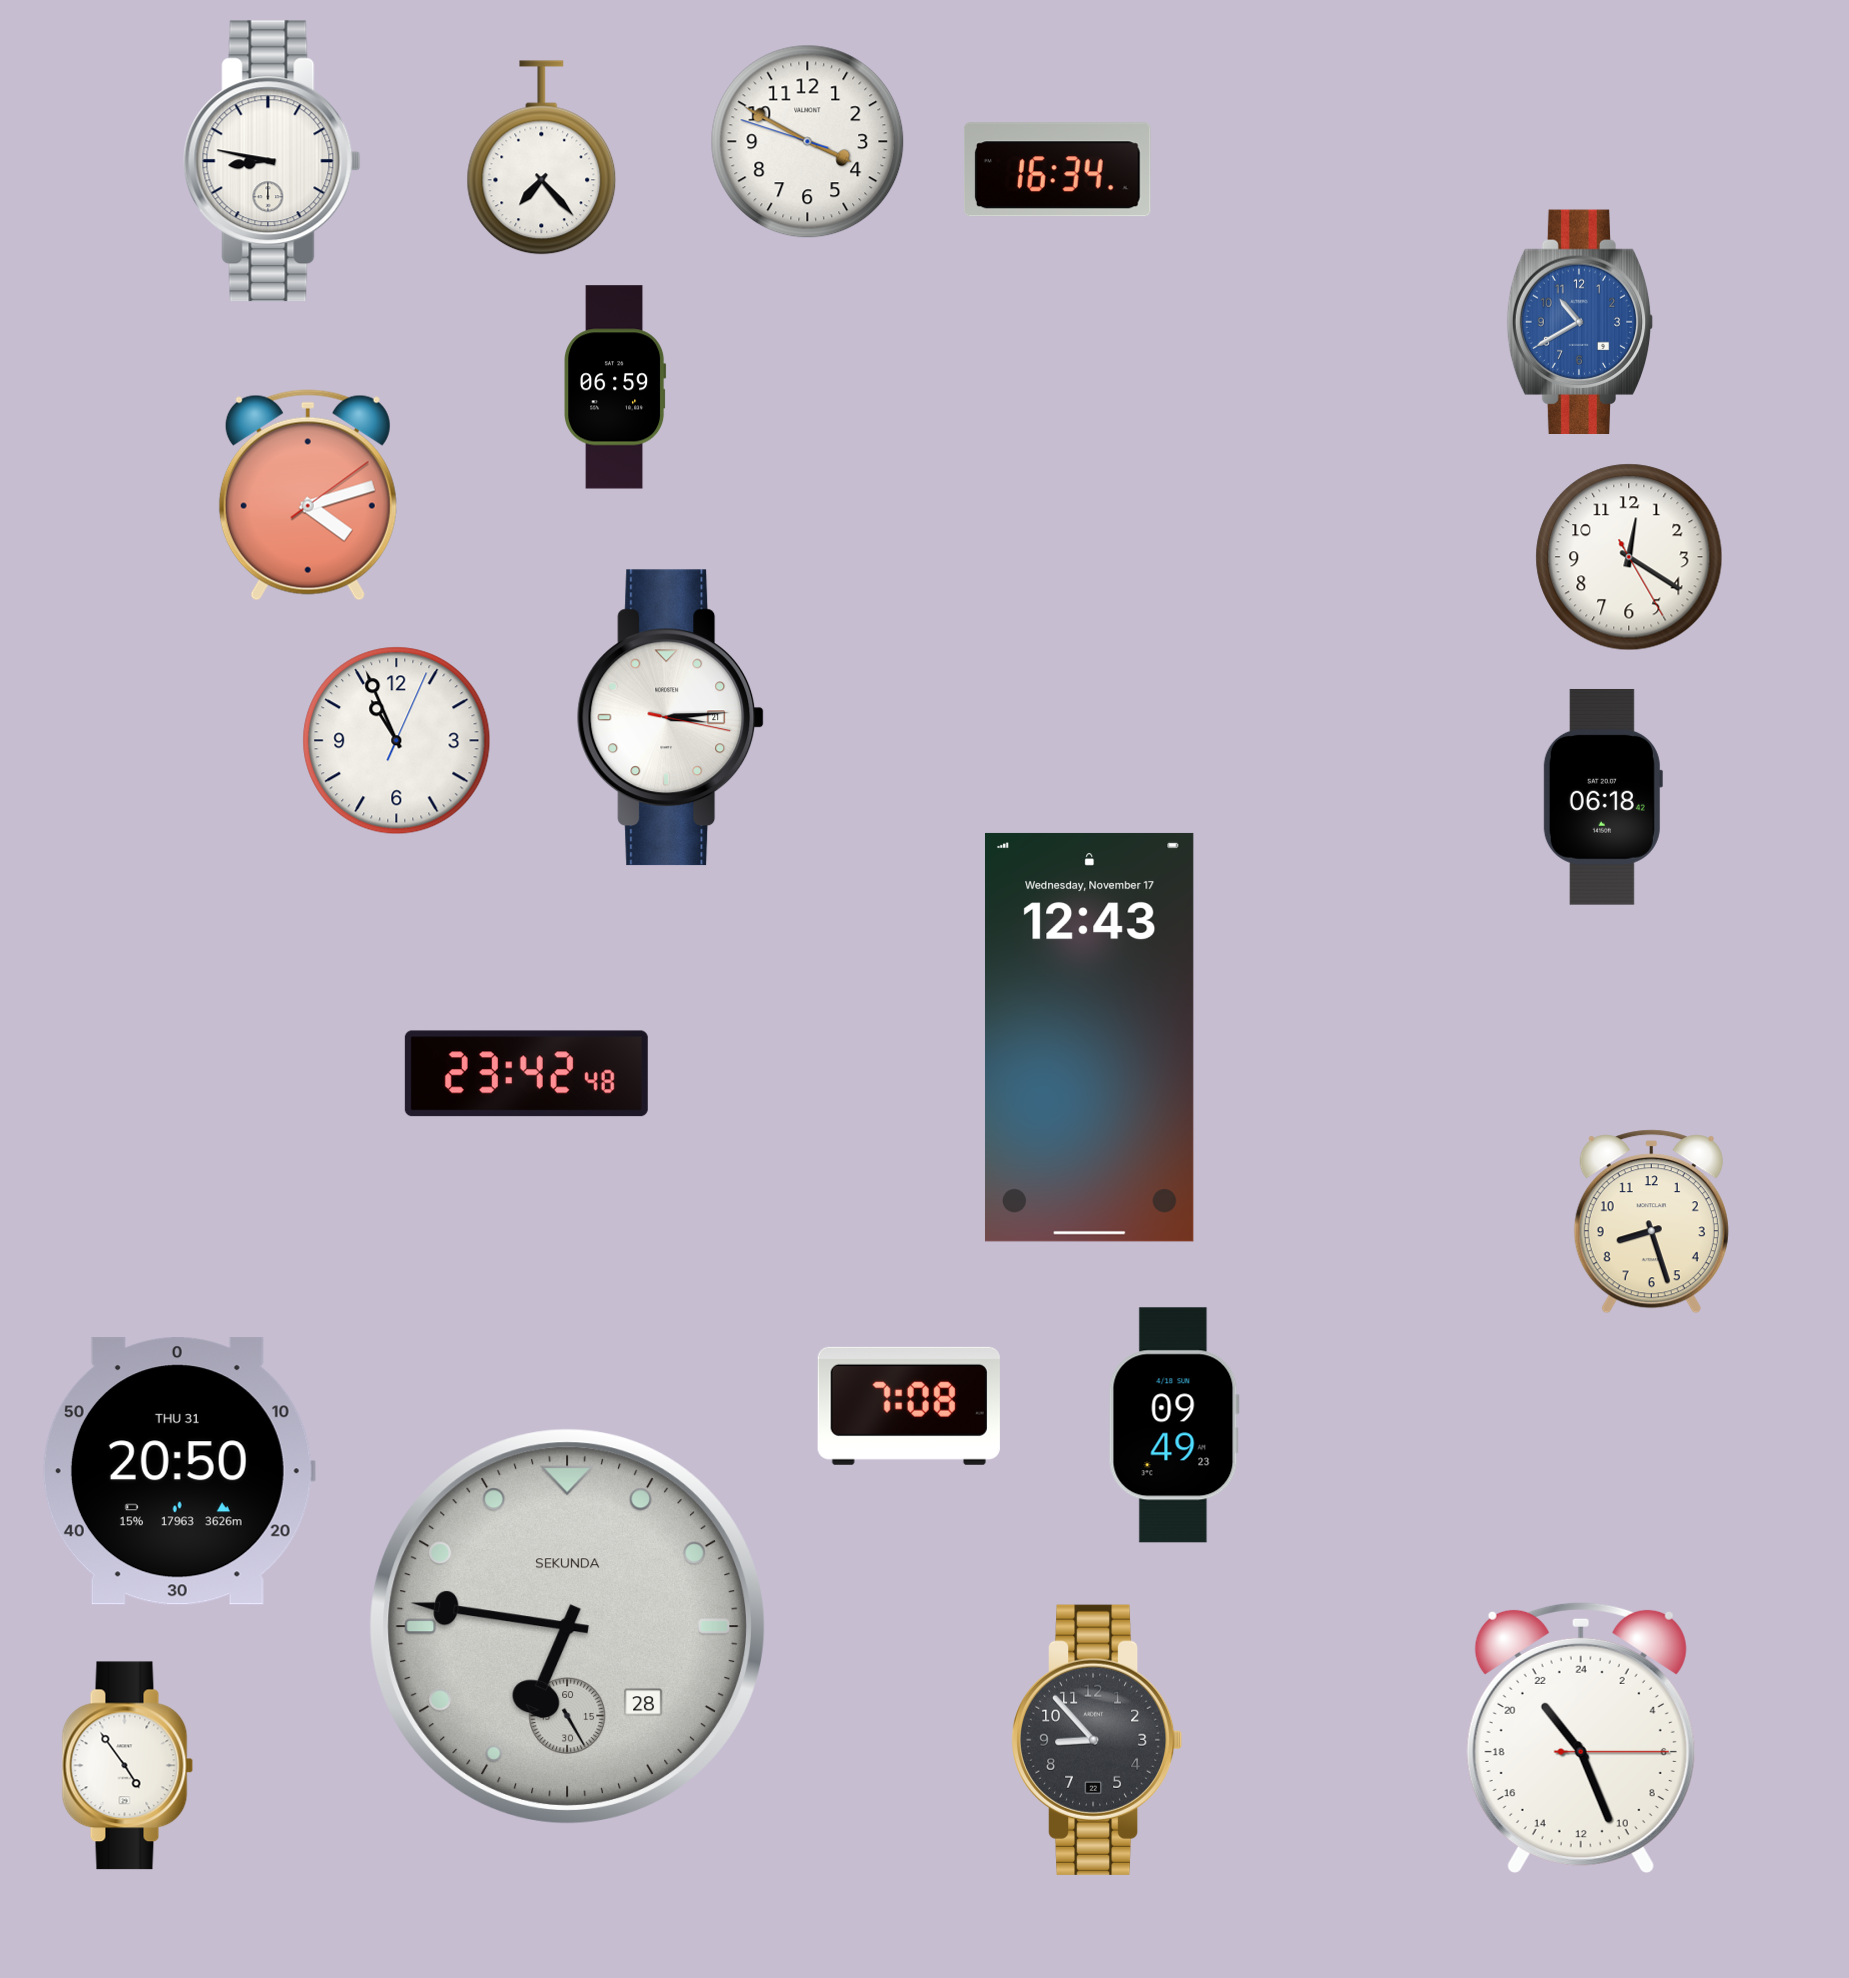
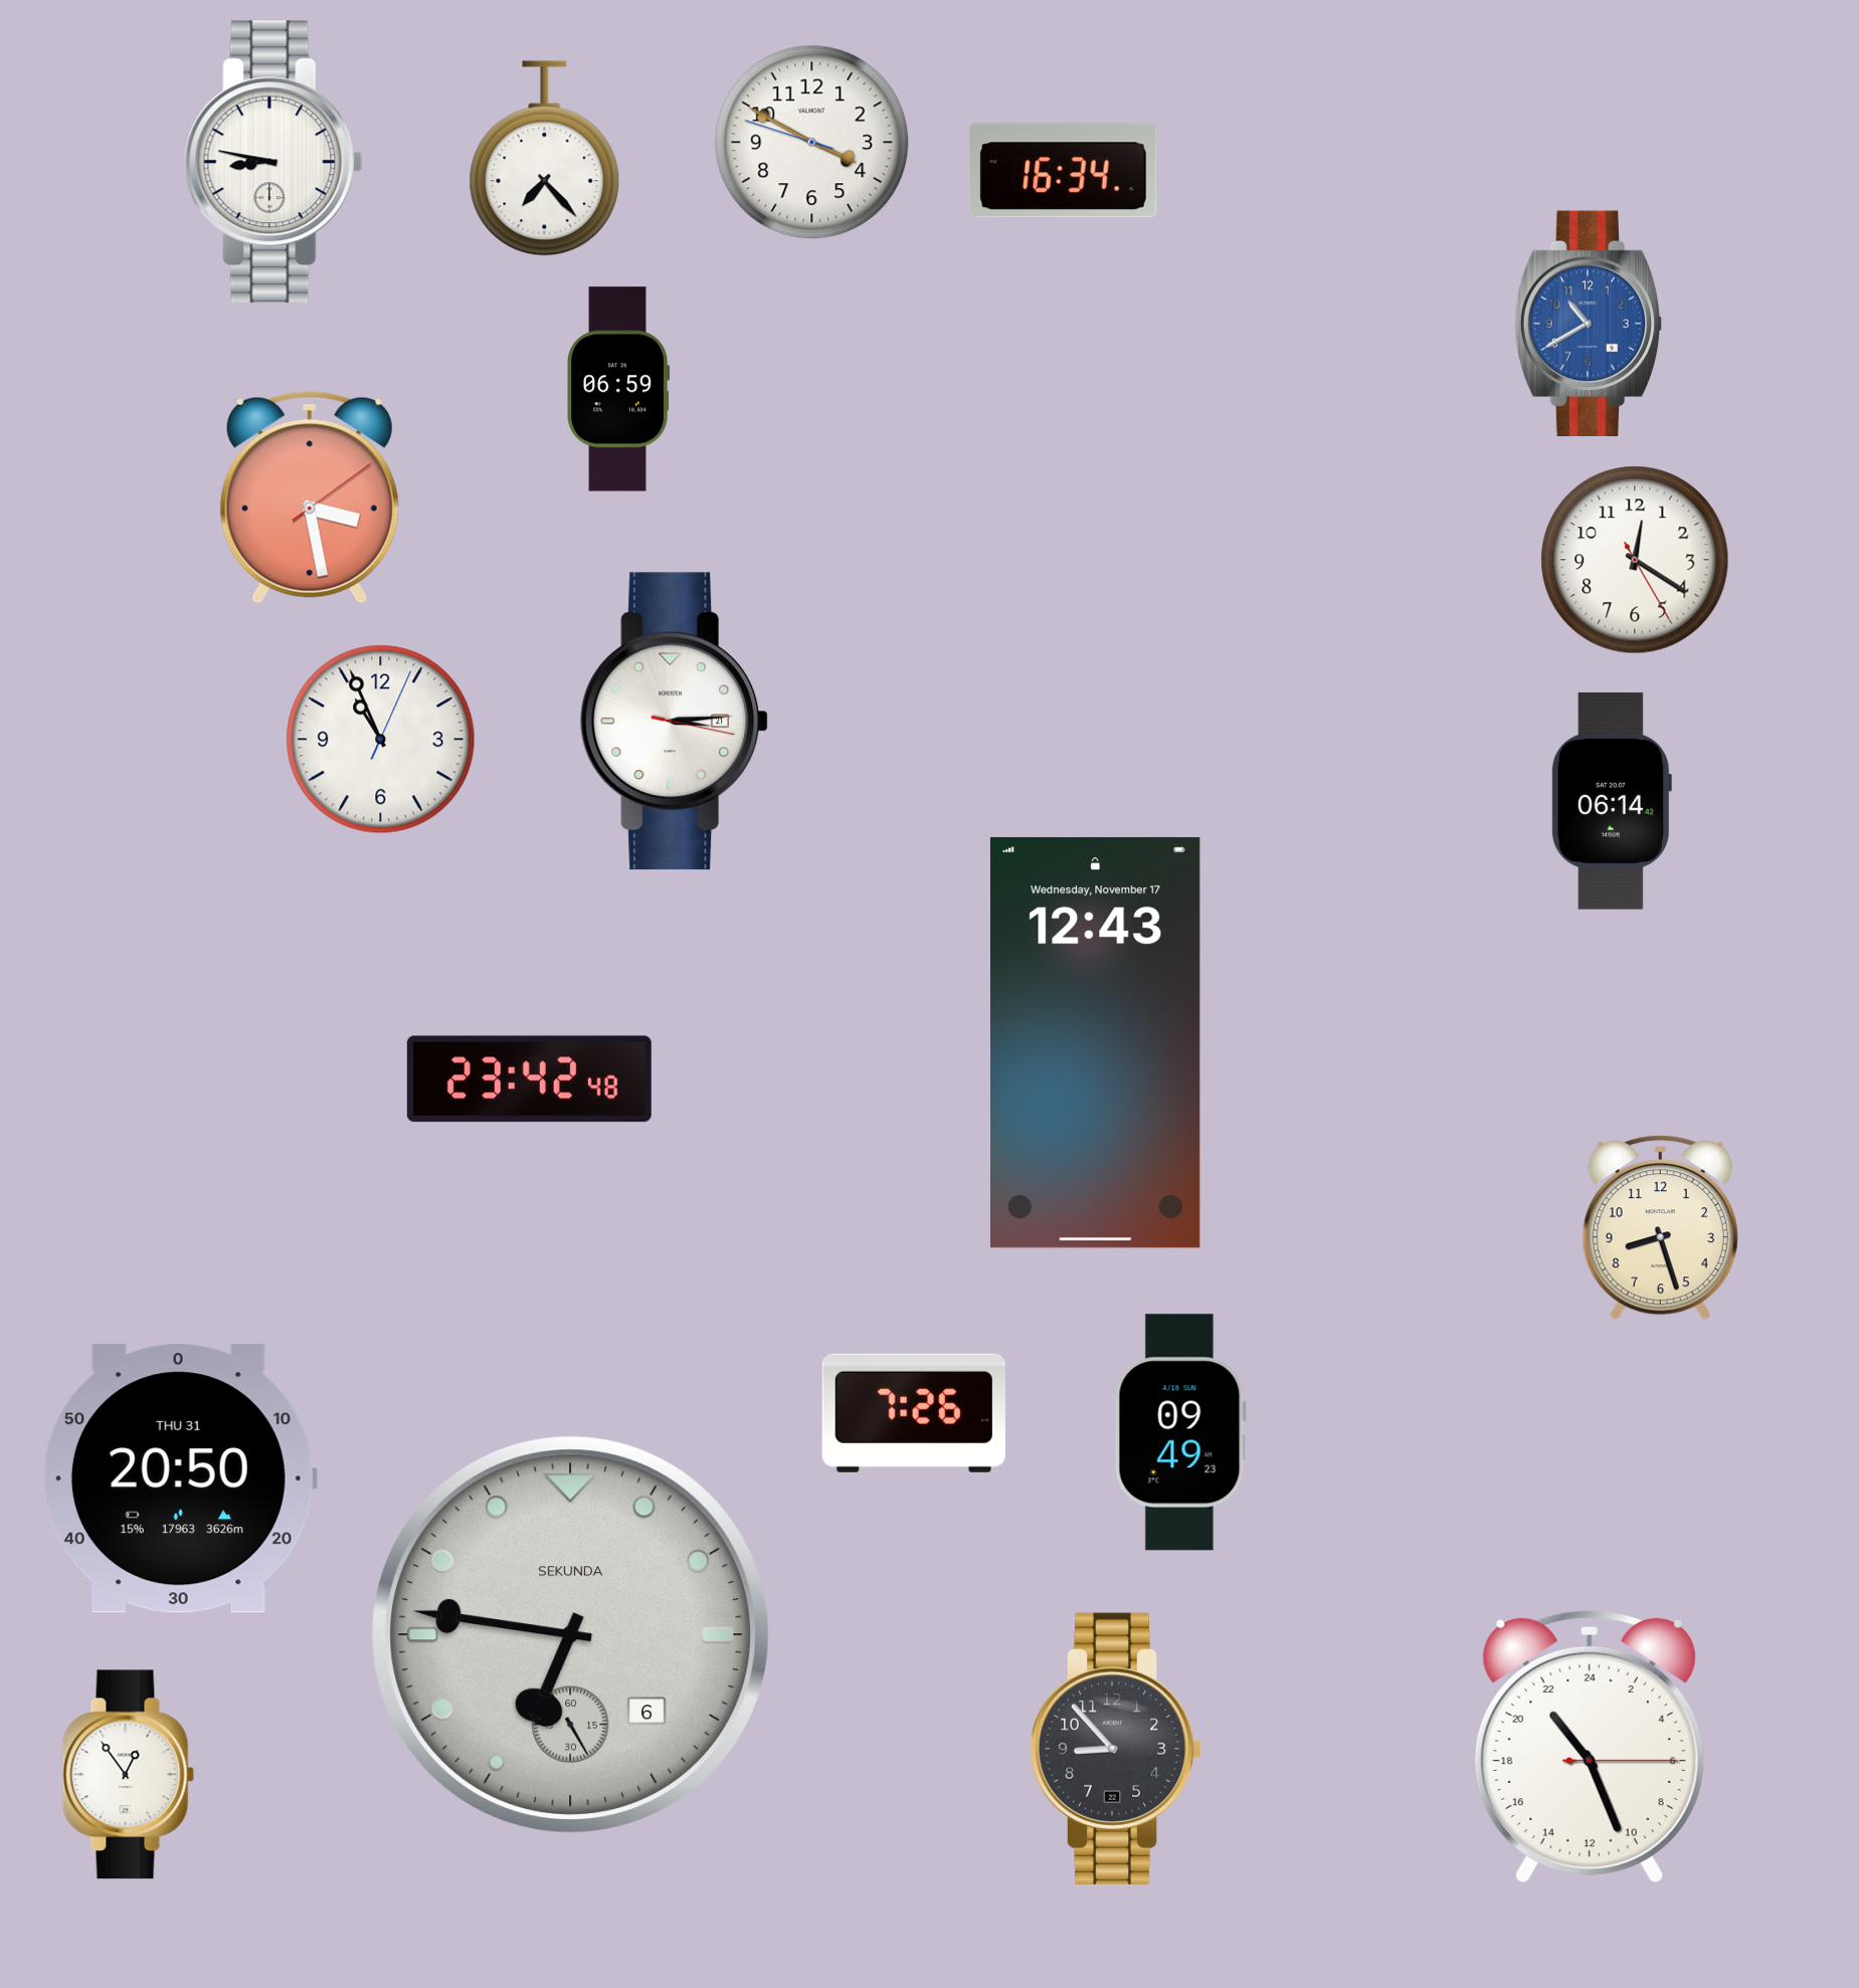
clock at (308, 495): 4:12 -> 3:28
clock at (1629, 557) position: (1629, 557) -> (1635, 560)
clock at (397, 741) position: (397, 741) -> (381, 740)
clock at (1603, 797): 06:18 -> 06:14
clock at (909, 1406): 7:08 -> 7:26
clock at (567, 1626) date: 28 -> 6
clock at (1097, 1740) position: (1097, 1740) -> (1116, 1749)
clock at (128, 1766): 4:54 -> 12:54
